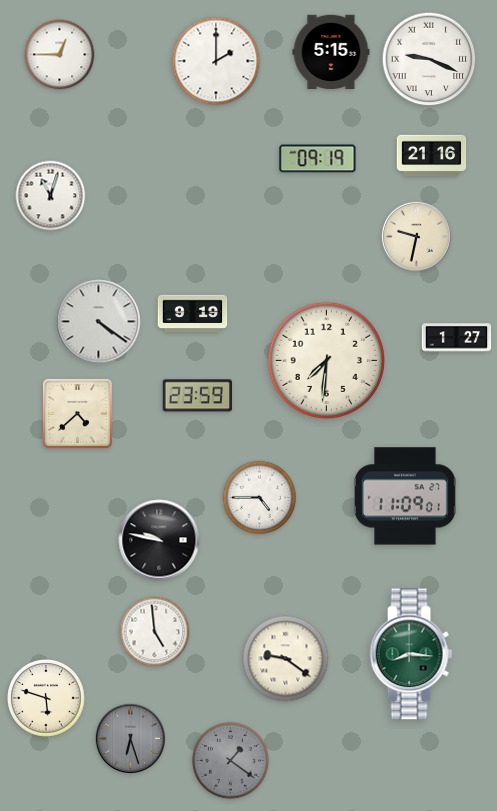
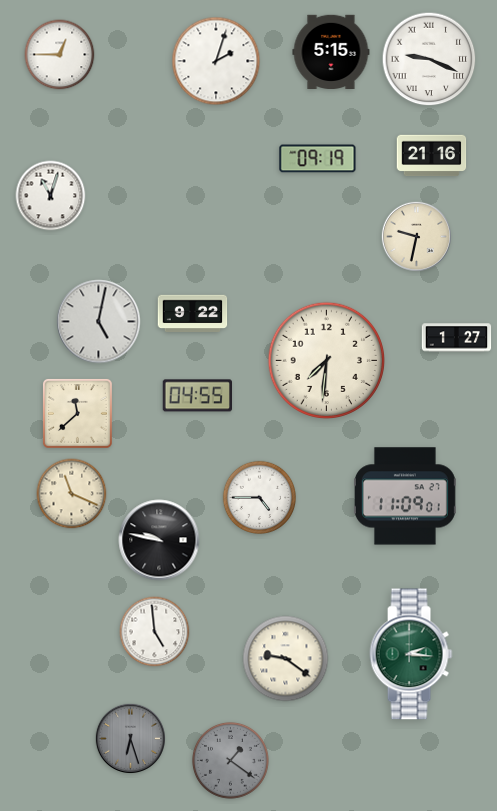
clock at (216, 61): 2:00 -> 2:03
clock at (193, 314): 9:19 -> 9:22
clock at (99, 322): 4:21 -> 5:02
clock at (197, 396): 23:59 -> 04:55
clock at (77, 413): 4:38 -> 11:38
clock at (72, 494): none -> 11:19
clock at (411, 654): 8:16 -> 2:16
clock at (47, 699): 5:48 -> none
